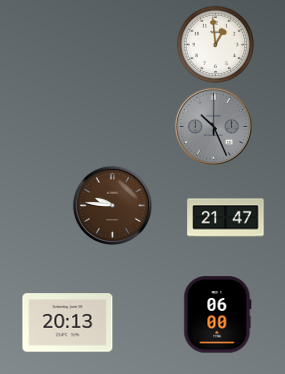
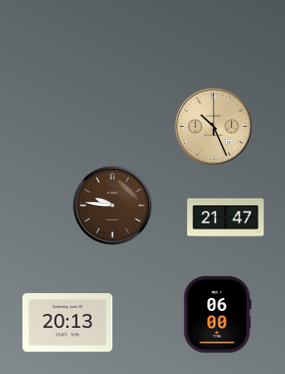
clock at (215, 44): 12:59 -> none
clock at (213, 126) dial: grey -> champagne
